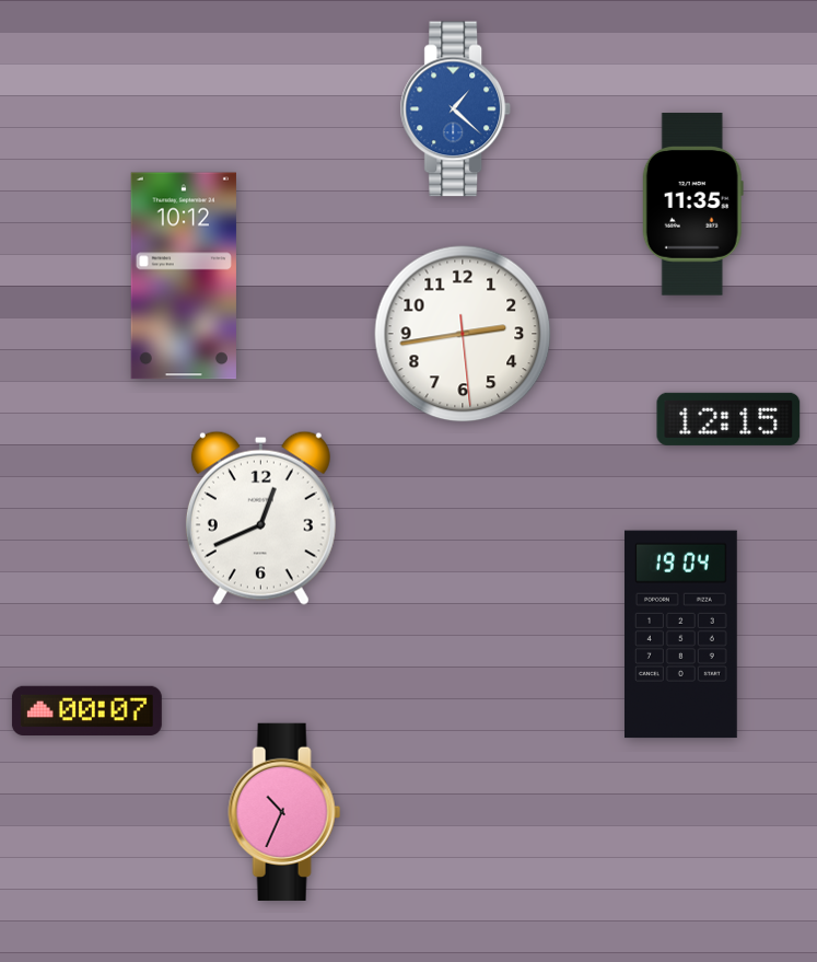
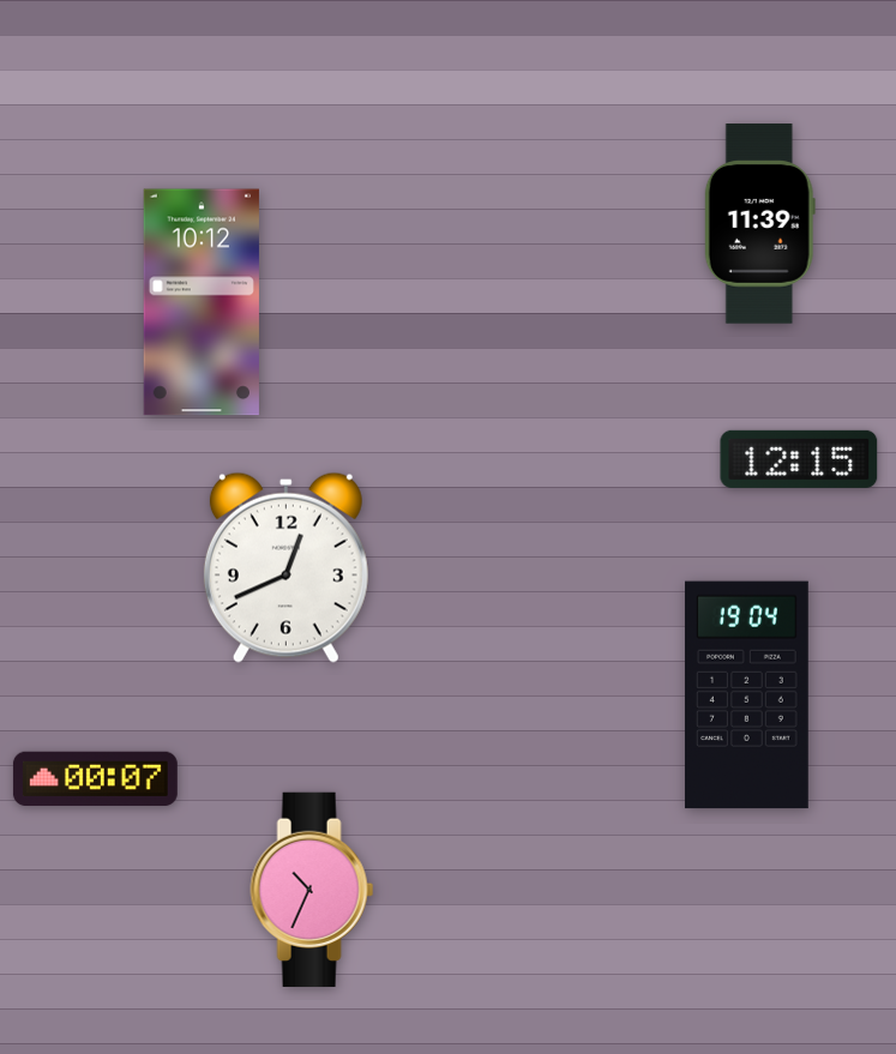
clock at (456, 109): 1:22 -> none
clock at (692, 205): 11:35 -> 11:39
clock at (463, 334): 2:43 -> none
